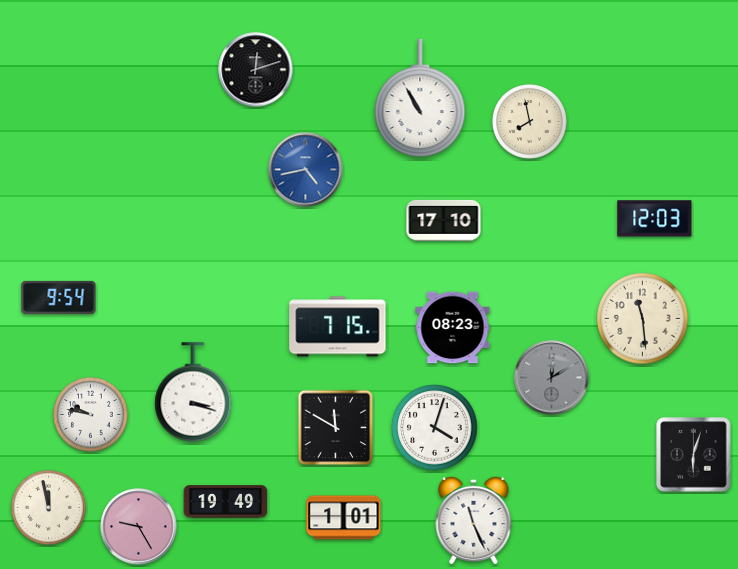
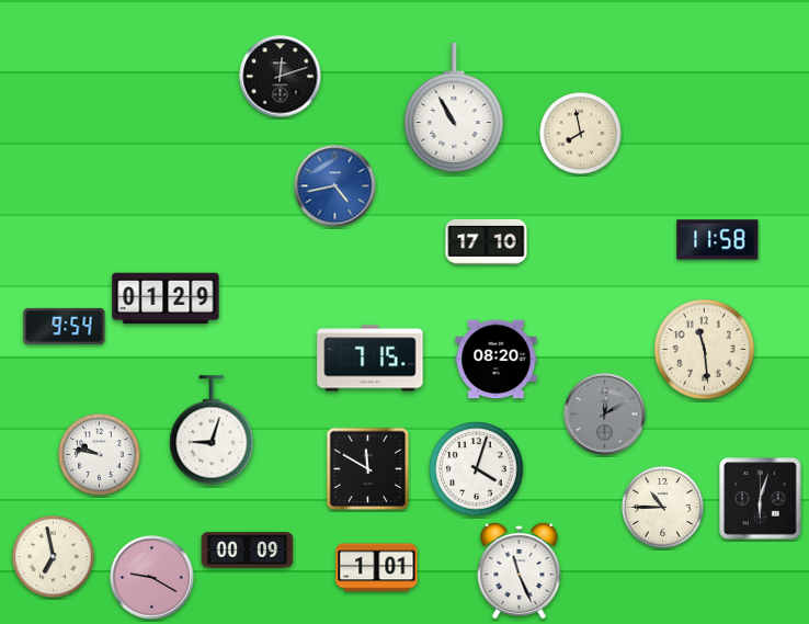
clock at (420, 98) position: (420, 98) -> (454, 107)
clock at (655, 219): 12:03 -> 11:58
clock at (166, 298): none -> 01:29
clock at (453, 328): 08:23 -> 08:20
clock at (193, 392): 3:18 -> 9:03
clock at (663, 508): none -> 10:45
clock at (226, 502): 19:49 -> 00:09
clock at (49, 508): 11:58 -> 6:58
clock at (139, 527): 9:25 -> 9:20
